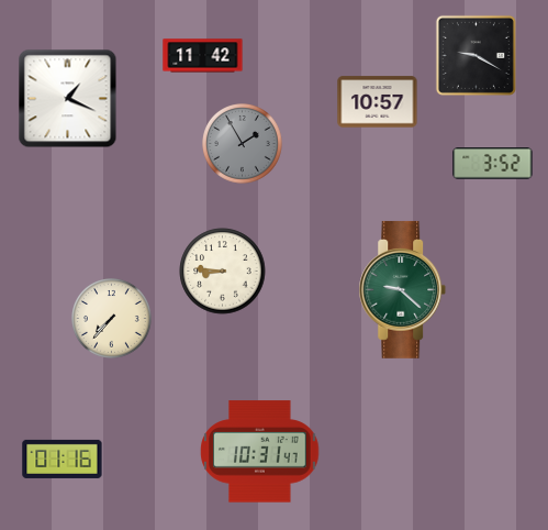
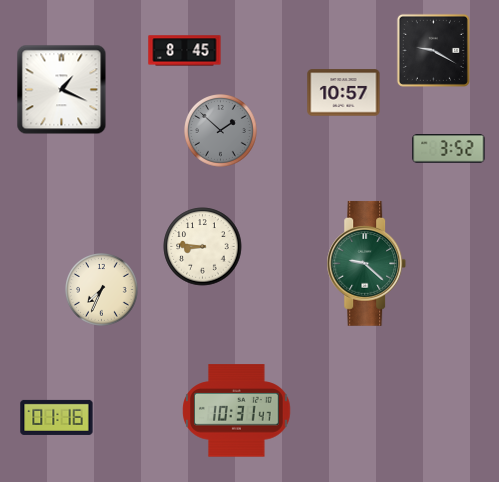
clock at (203, 56): 11:42 -> 8:45
clock at (243, 144): 1:55 -> 1:52
clock at (112, 319): 7:37 -> 7:34
